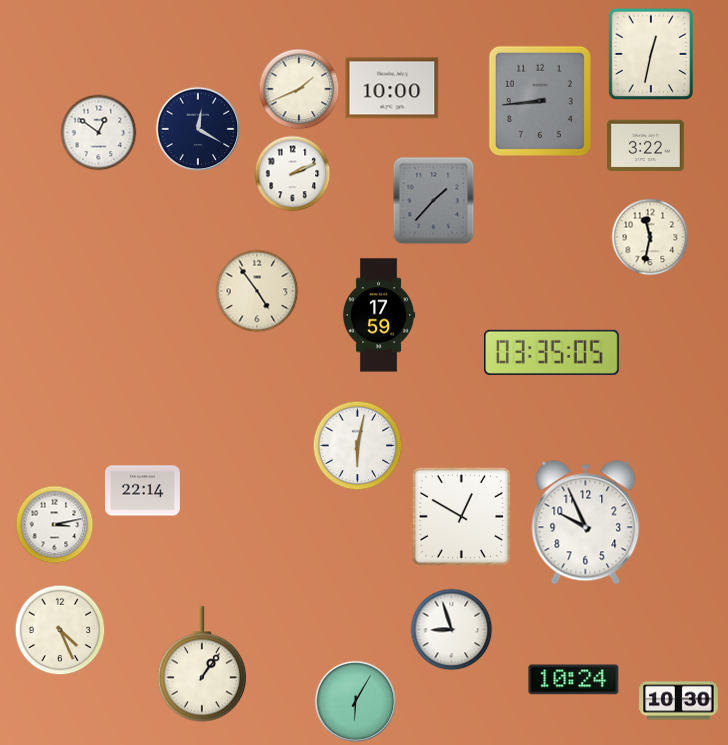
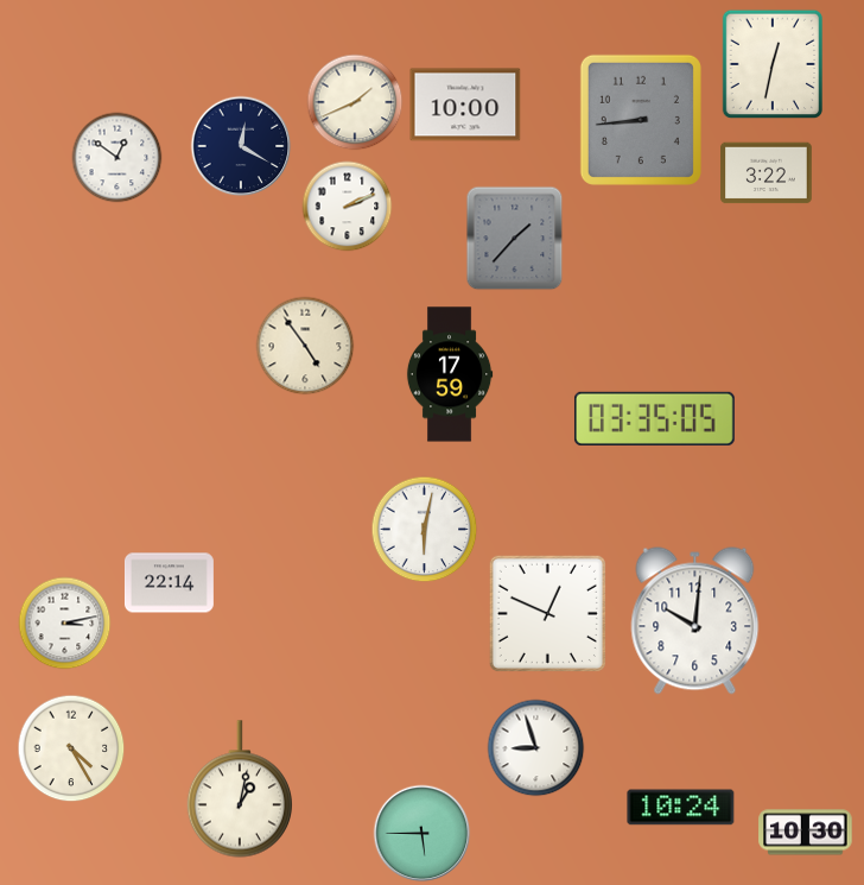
clock at (299, 89) position: (299, 89) -> (355, 102)
clock at (198, 129) position: (198, 129) -> (241, 146)
clock at (650, 237): 11:32 -> none
clock at (461, 516): 12:50 -> 12:49
clock at (586, 523): 9:56 -> 10:01
clock at (60, 630): 4:26 -> 4:25
clock at (201, 664): 1:06 -> 1:02
clock at (356, 702): 6:05 -> 5:45
